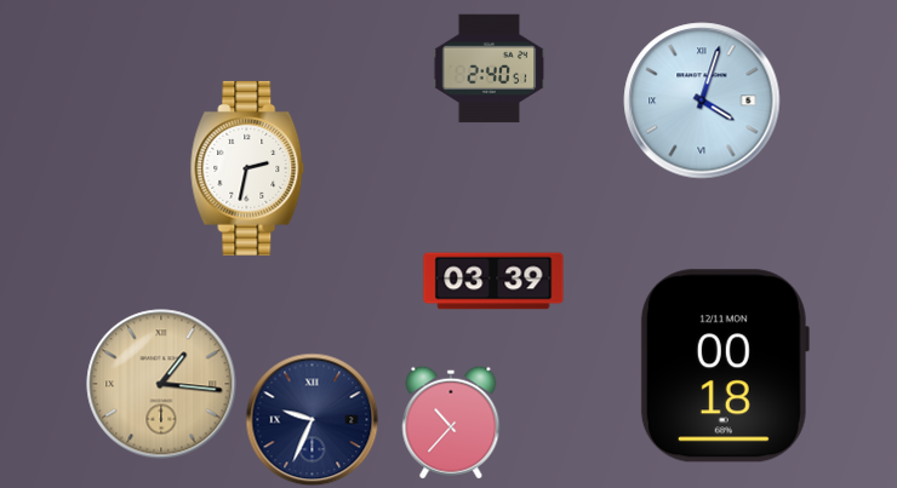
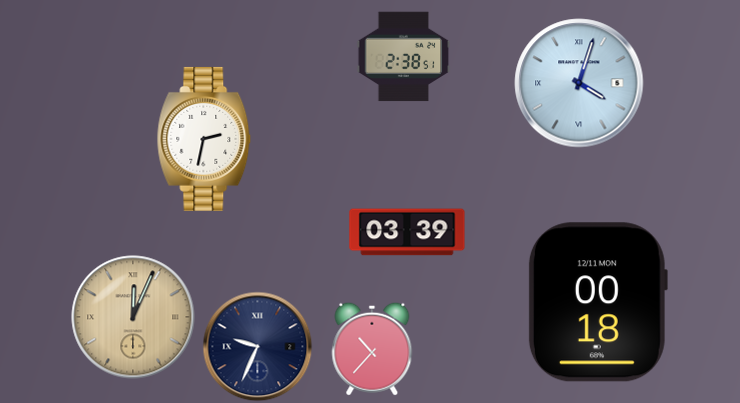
clock at (490, 69): 2:40 -> 2:38
clock at (161, 384): 1:16 -> 12:04
